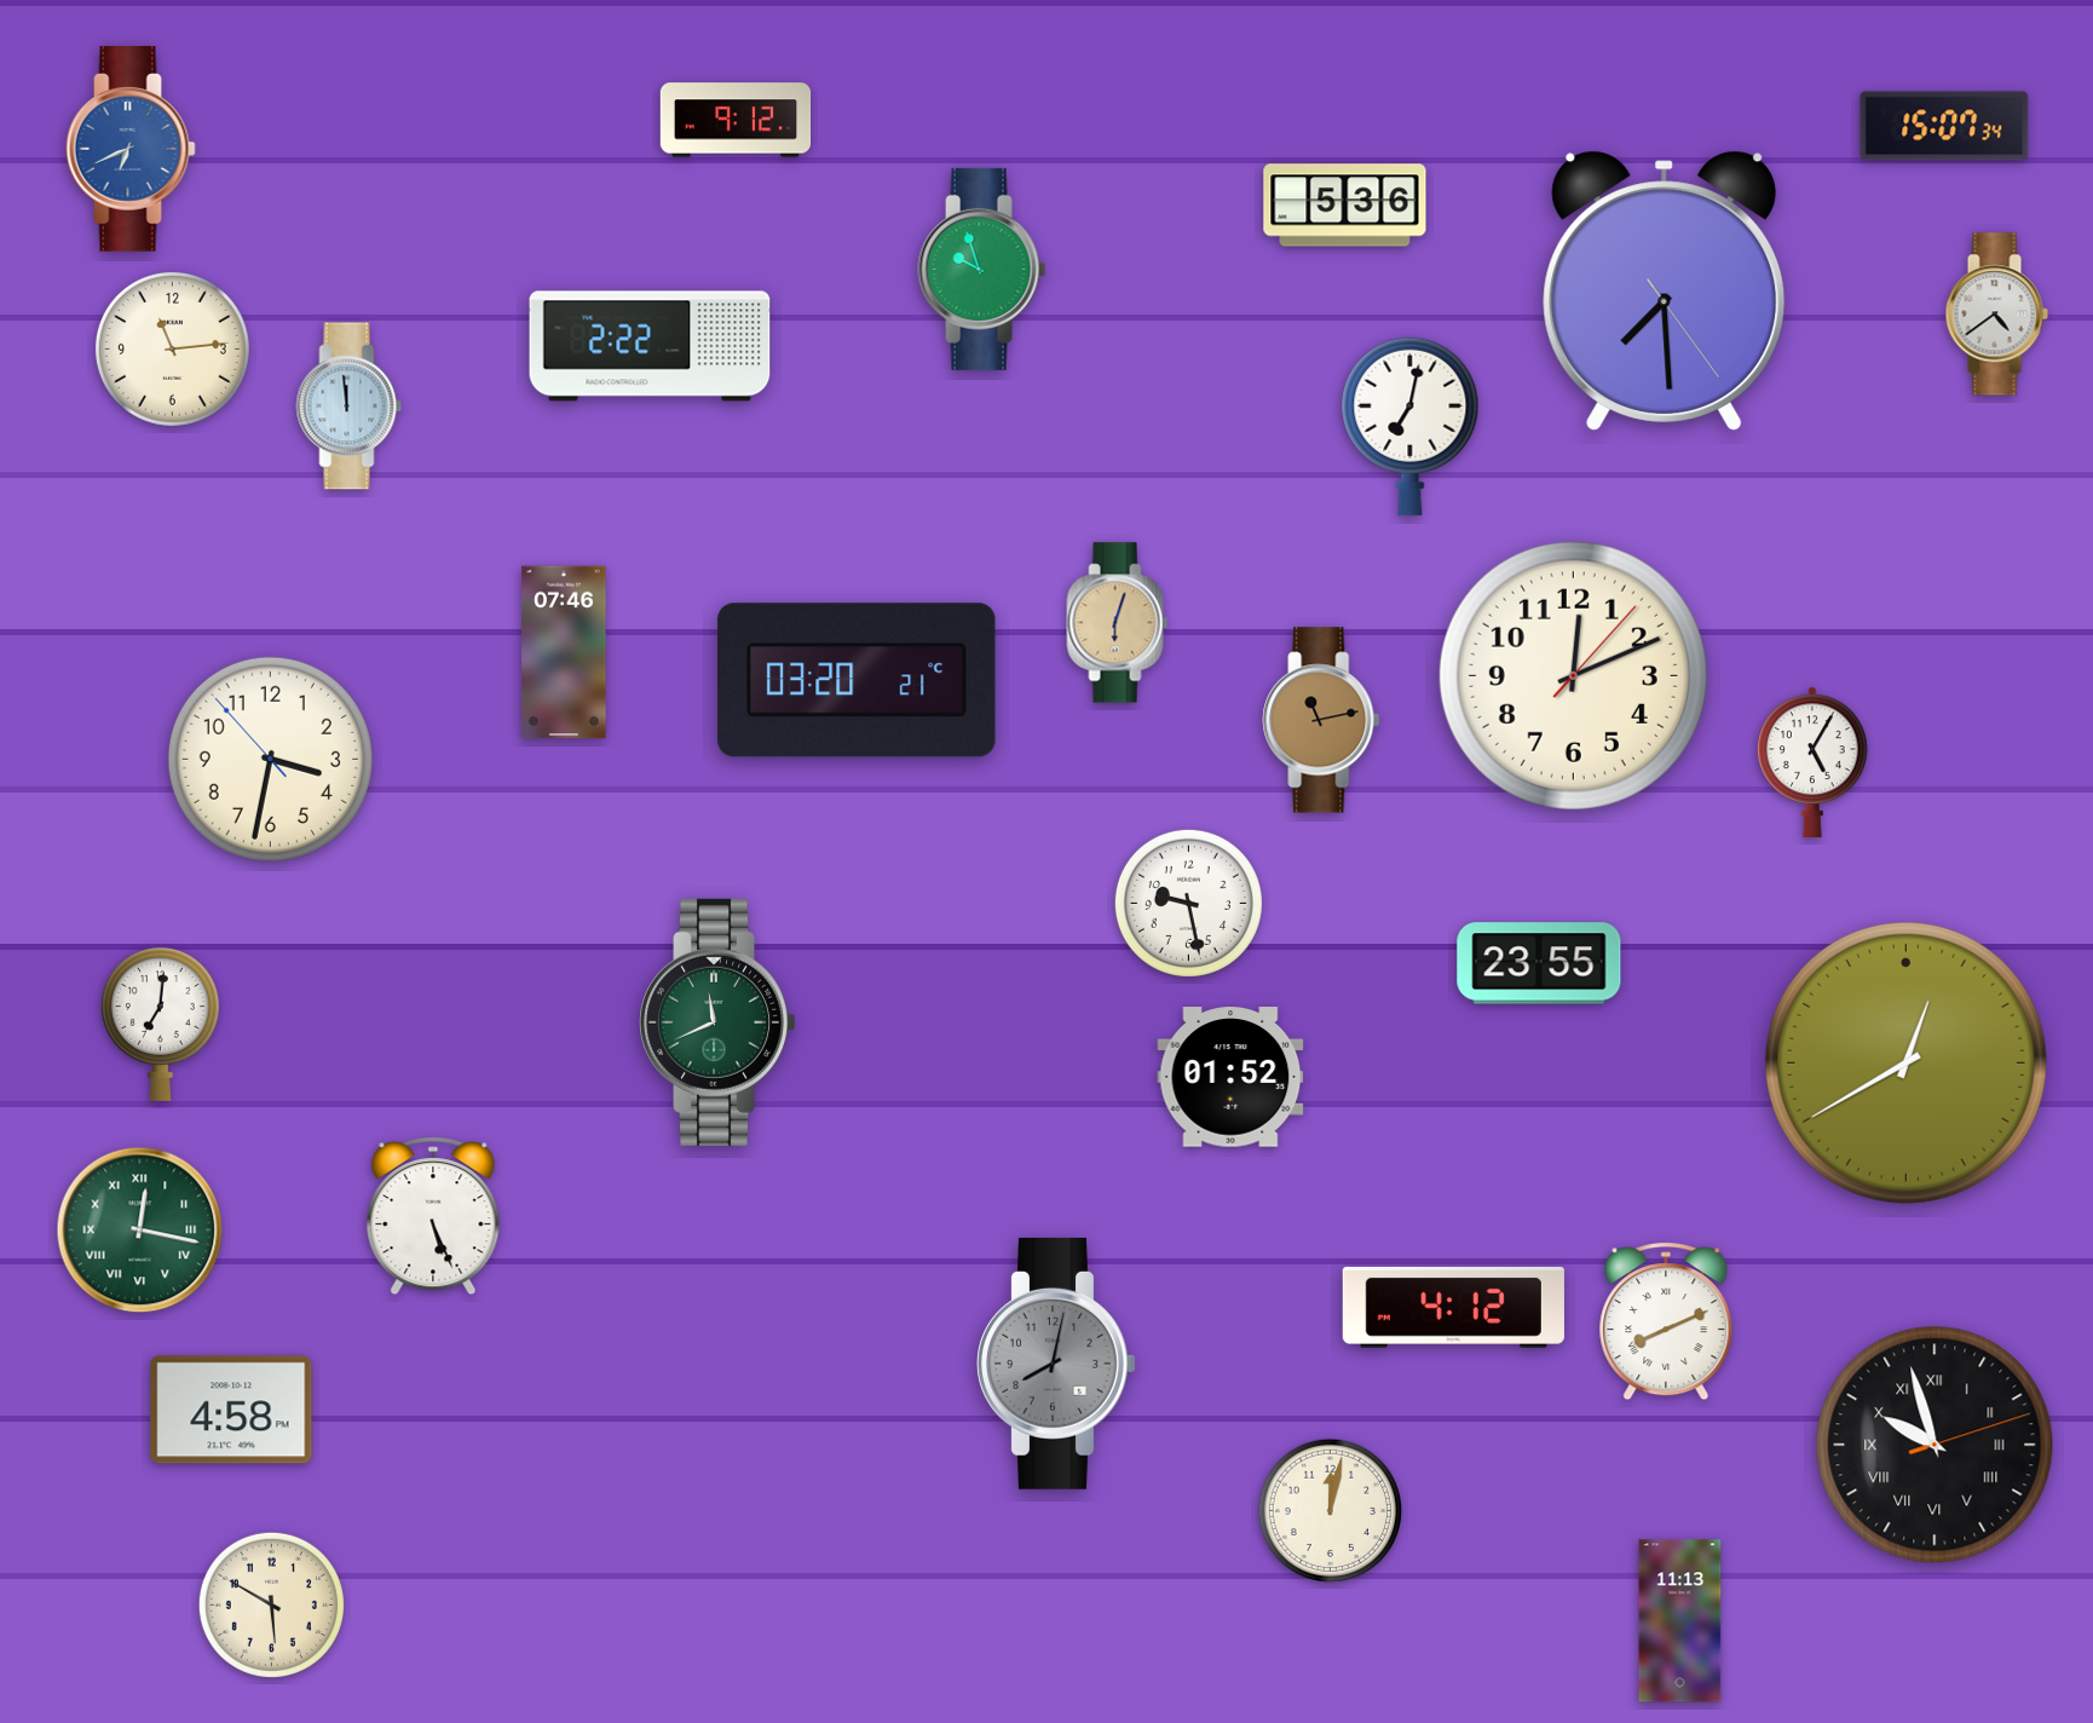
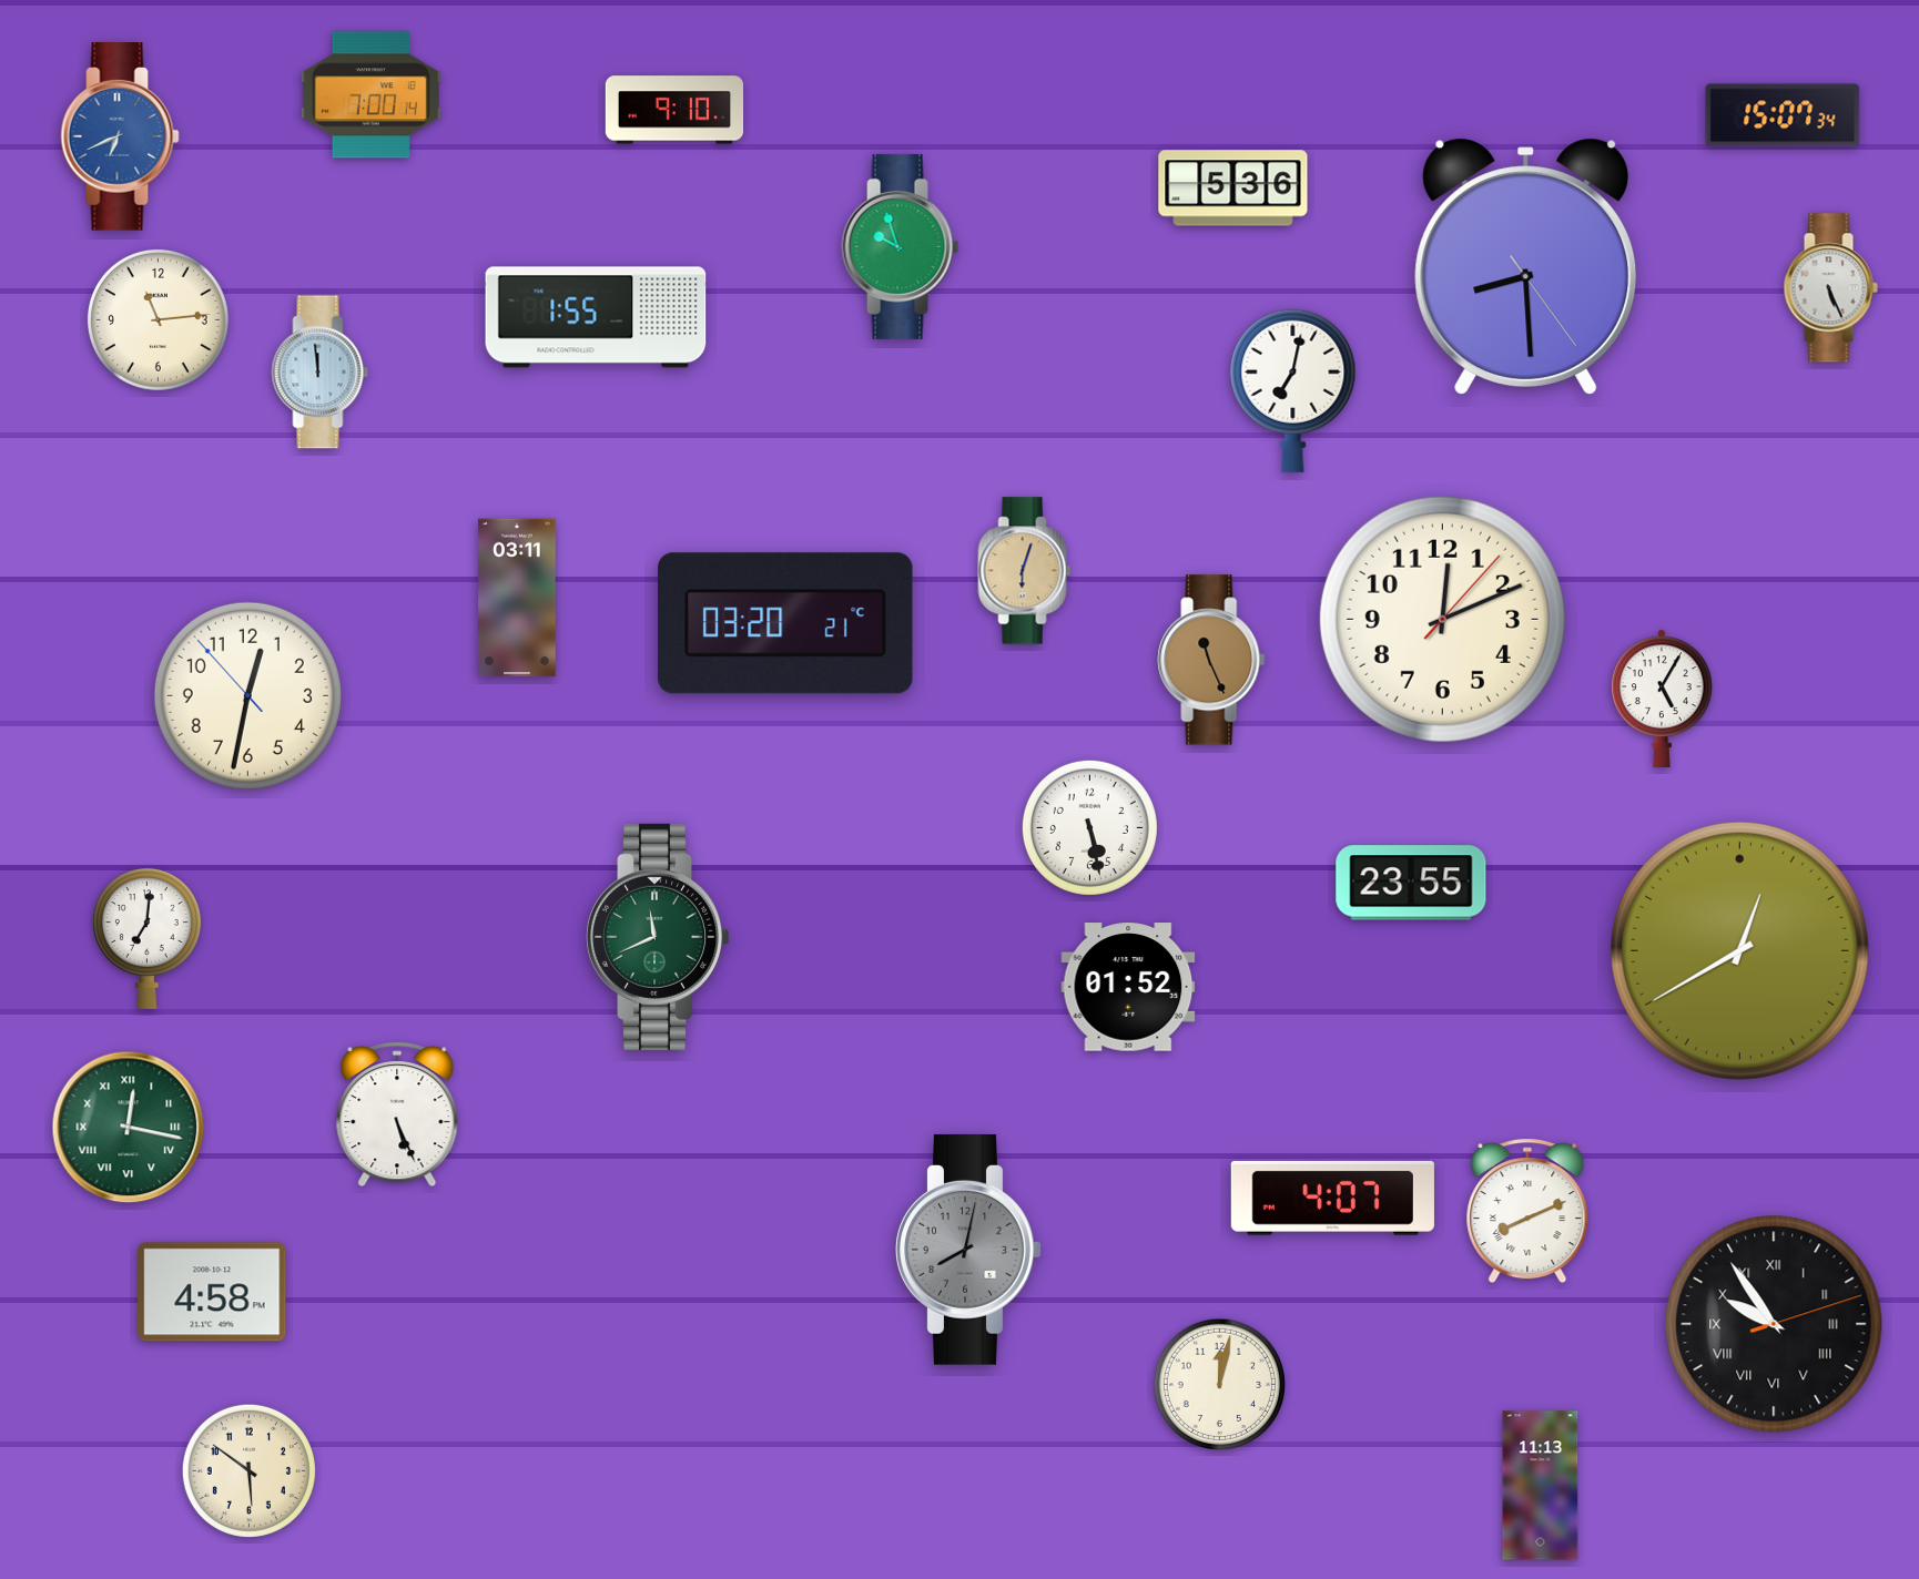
clock at (370, 95): none -> 7:00
clock at (736, 120): 9:12 -> 9:10
clock at (1665, 290): 7:29 -> 8:29
clock at (1996, 315): 4:39 -> 5:26
clock at (650, 346): 2:22 -> 1:55
clock at (564, 652): 07:46 -> 03:11
clock at (1321, 720): 11:13 -> 11:26
clock at (270, 759): 3:31 -> 12:31
clock at (1188, 903): 9:28 -> 5:28
clock at (1905, 1062) position: (1905, 1062) -> (1739, 950)
clock at (1453, 1307): 4:12 -> 4:07
clock at (1935, 1445): 9:57 -> 9:54
clock at (271, 1604): 5:50 -> 5:51
